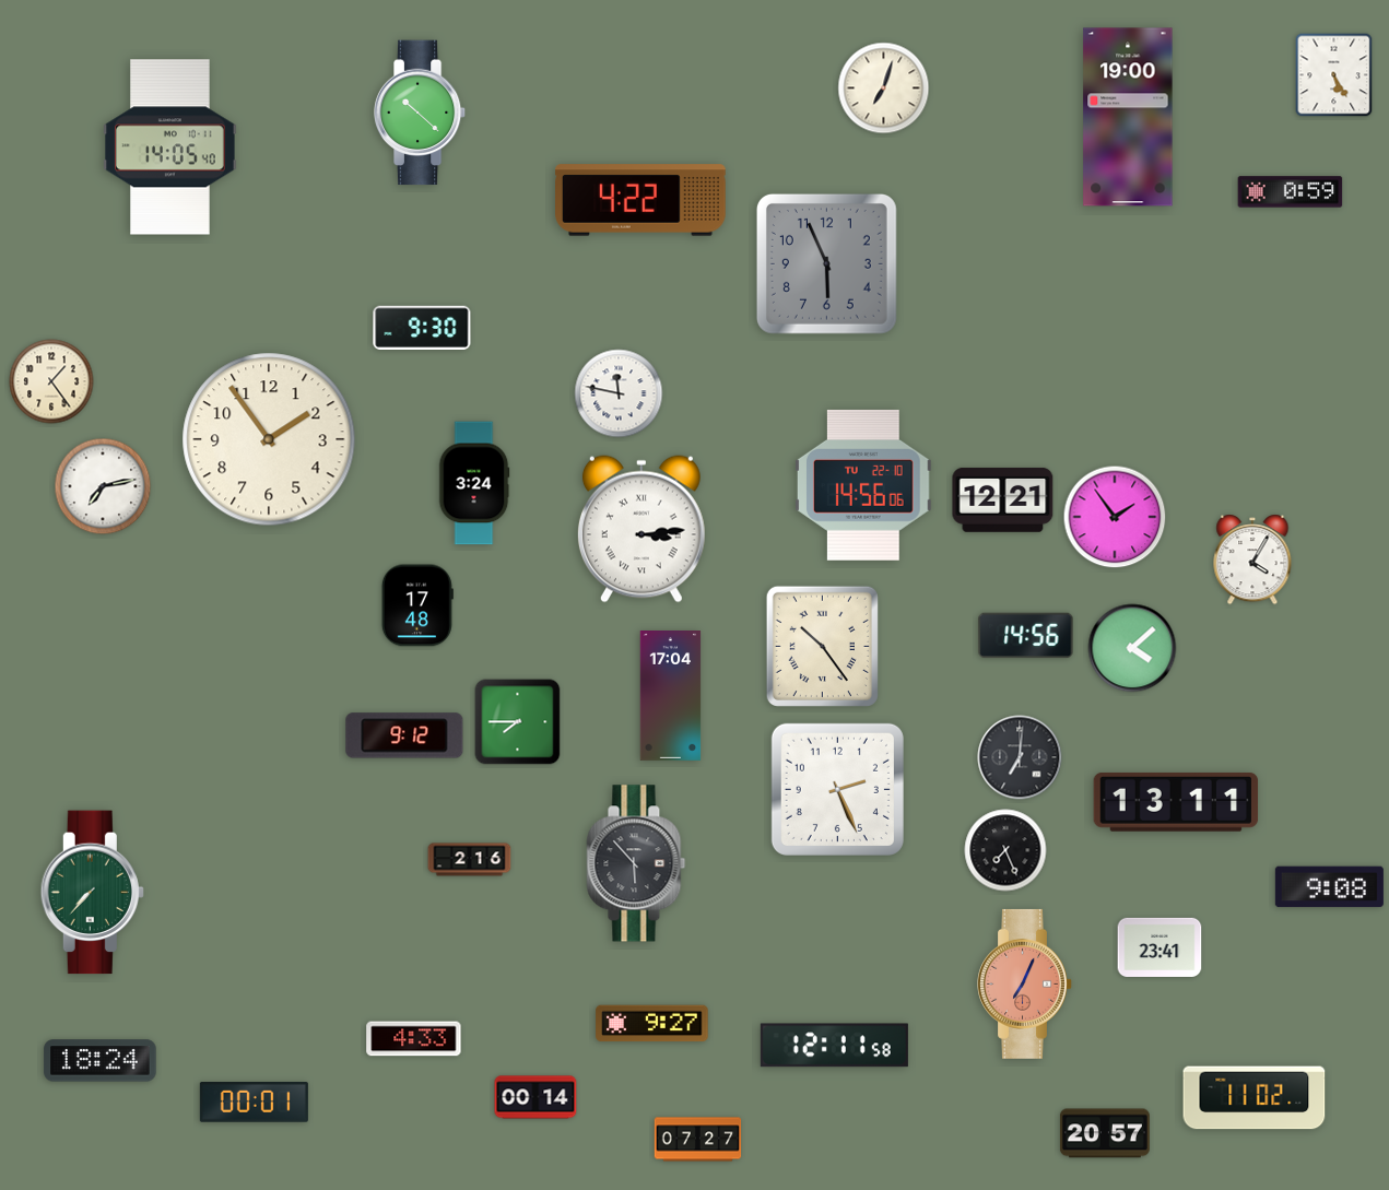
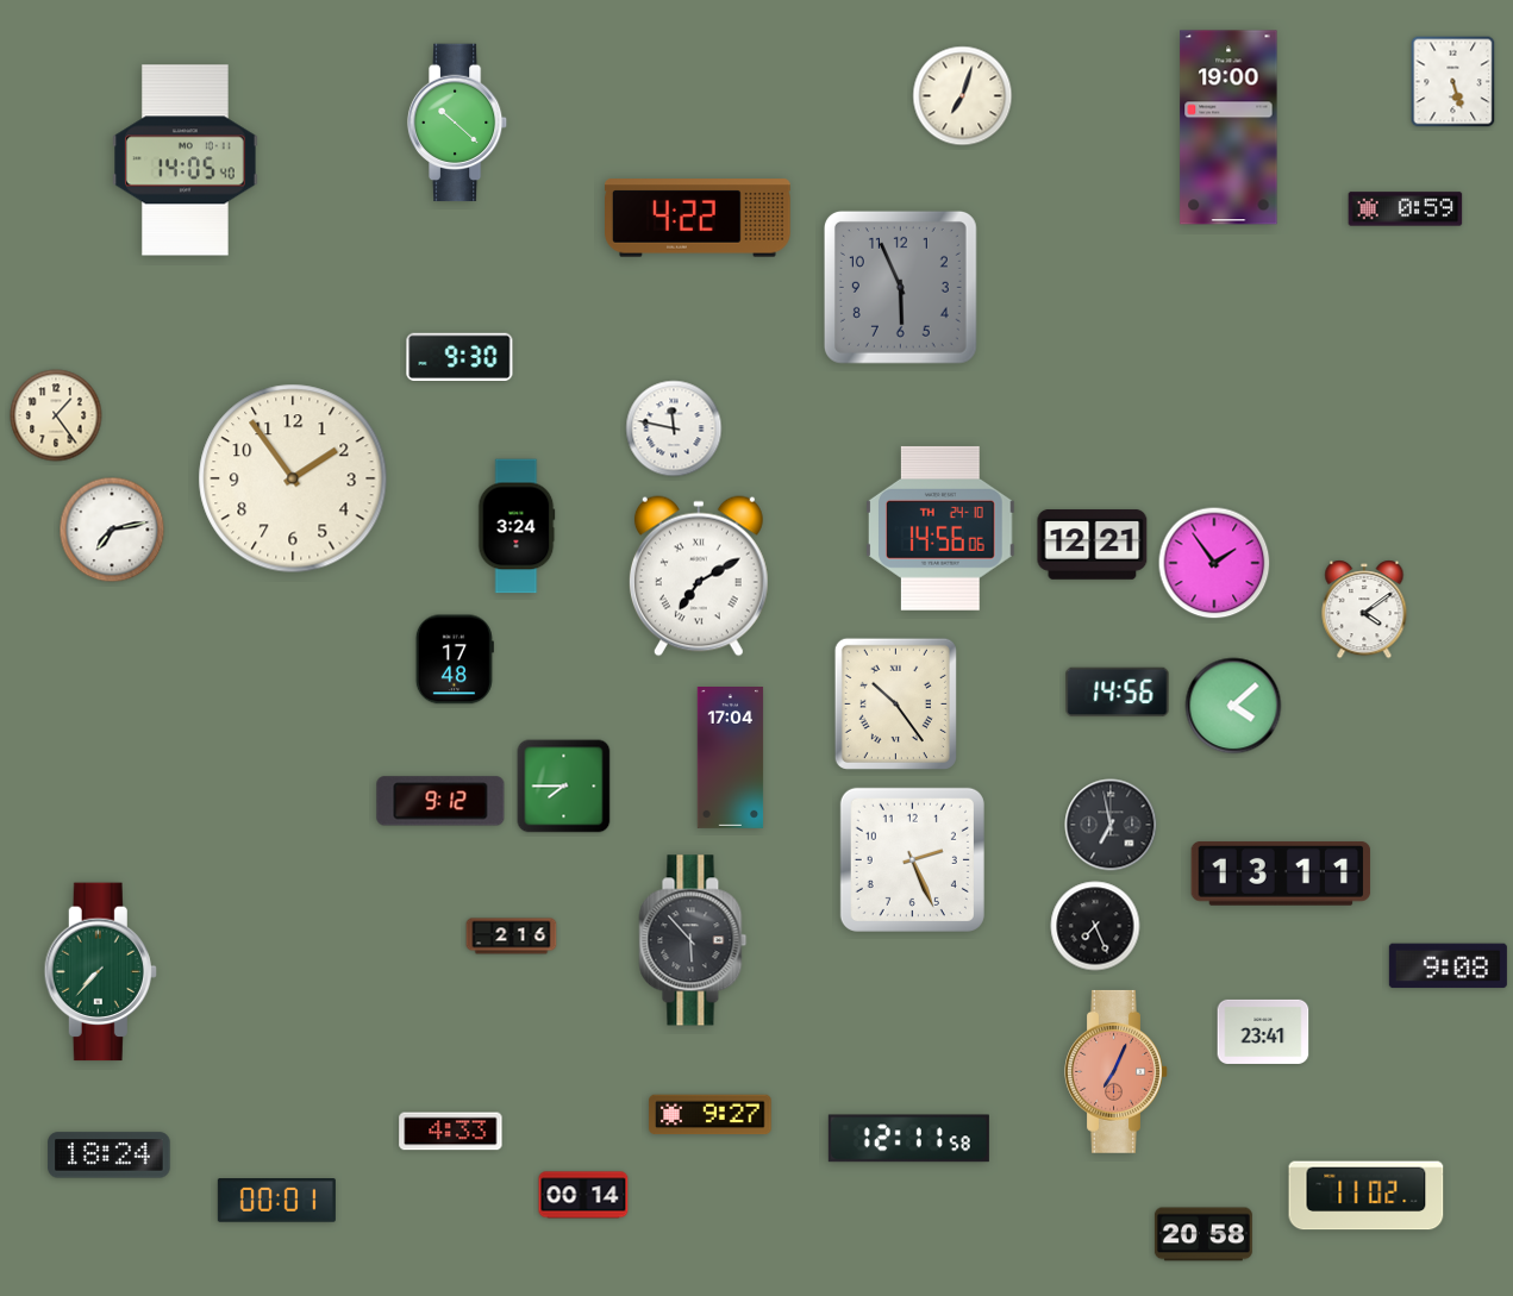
clock at (1334, 75): 5:25 -> 5:27
clock at (863, 485) date: TU 22-10 -> TH 24-10
clock at (641, 529): 3:14 -> 7:10
clock at (1252, 559): 4:05 -> 4:09
clock at (1020, 757): 7:01 -> 6:58
clock at (1105, 1133): 20:57 -> 20:58
clock at (698, 1140): 07:27 -> none
